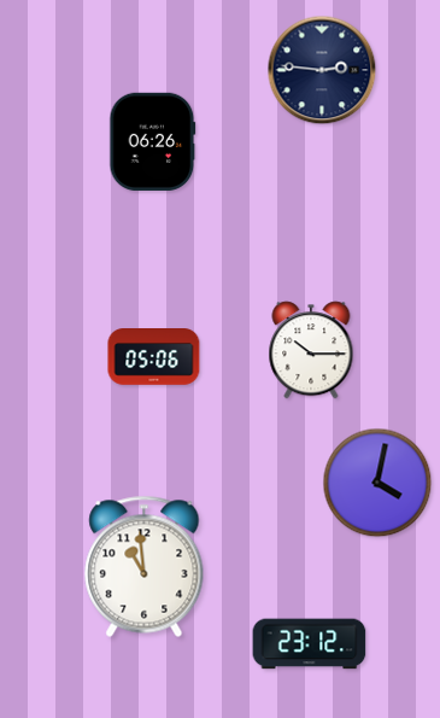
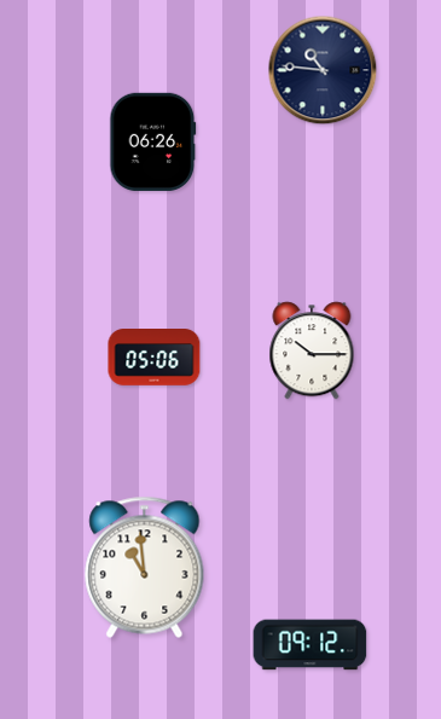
clock at (322, 70): 2:46 -> 10:46
clock at (377, 483): 4:02 -> none
clock at (310, 644): 23:12 -> 09:12
